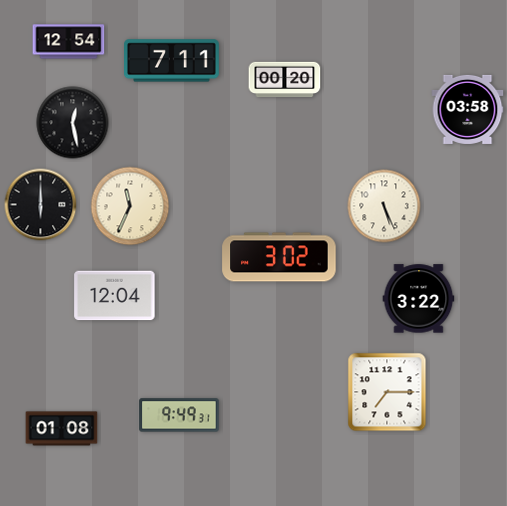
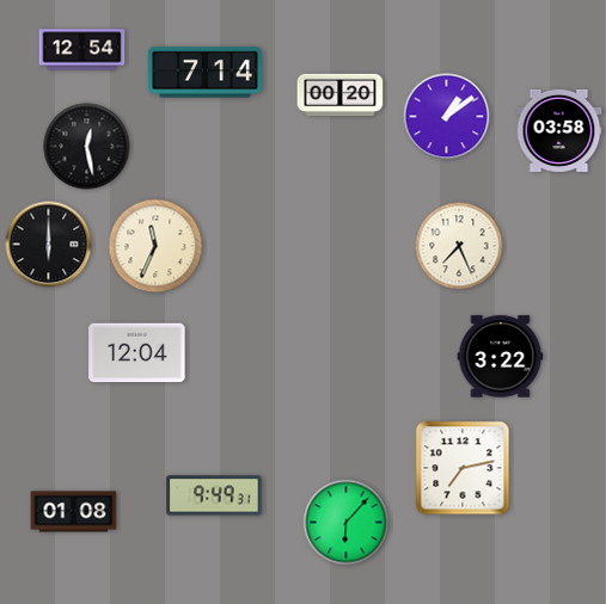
clock at (172, 61): 7:11 -> 7:14
clock at (447, 117): none -> 1:09
clock at (384, 206): 5:26 -> 7:26
clock at (279, 257): 3:02 -> none
clock at (387, 392): 7:15 -> 7:13
clock at (347, 523): none -> 6:07
